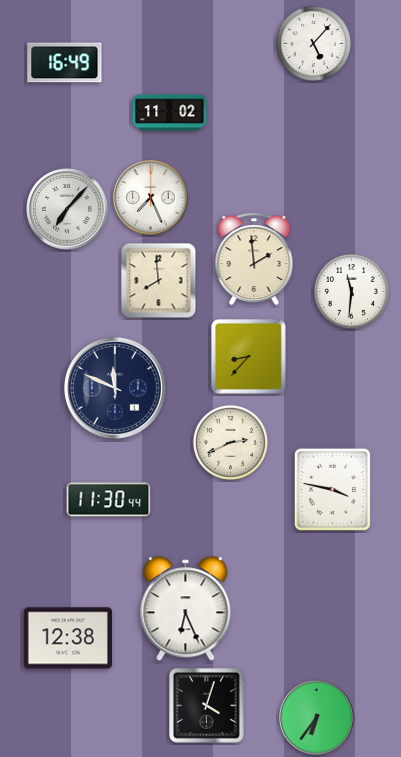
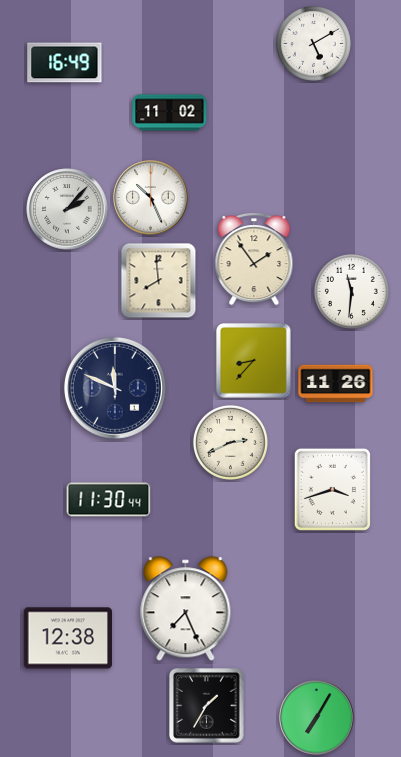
clock at (313, 43): 5:07 -> 5:10
clock at (151, 198): 7:26 -> 10:26
clock at (67, 209): 7:07 -> 2:07
clock at (254, 259): 1:59 -> 1:54
clock at (249, 357) position: (249, 357) -> (254, 361)
clock at (336, 384): none -> 11:26
clock at (332, 489): 3:47 -> 3:42
clock at (186, 609): 6:26 -> 7:26
clock at (207, 706): 4:03 -> 1:35
clock at (317, 718): 6:36 -> 7:05
